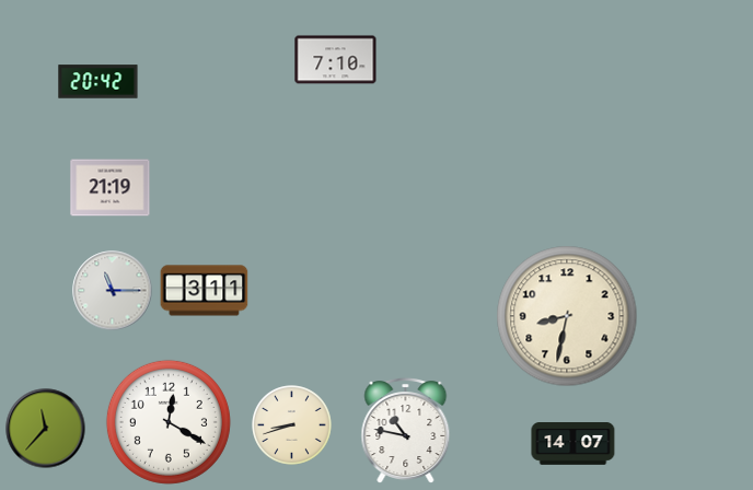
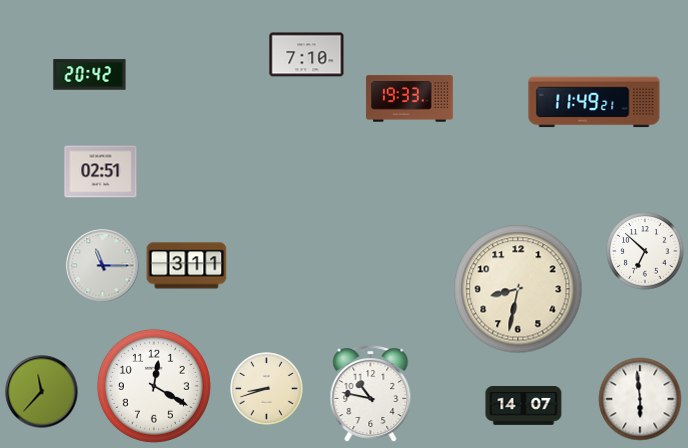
clock at (410, 99): none -> 19:33
clock at (594, 102): none -> 11:49
clock at (111, 188): 21:19 -> 02:51
clock at (645, 251): none -> 6:52
clock at (640, 399): none -> 5:59
